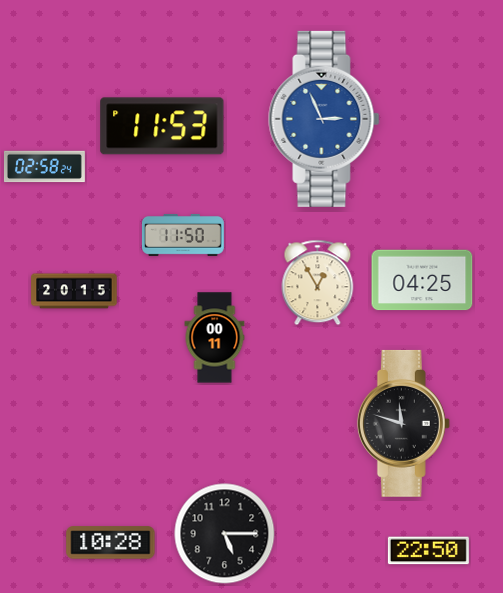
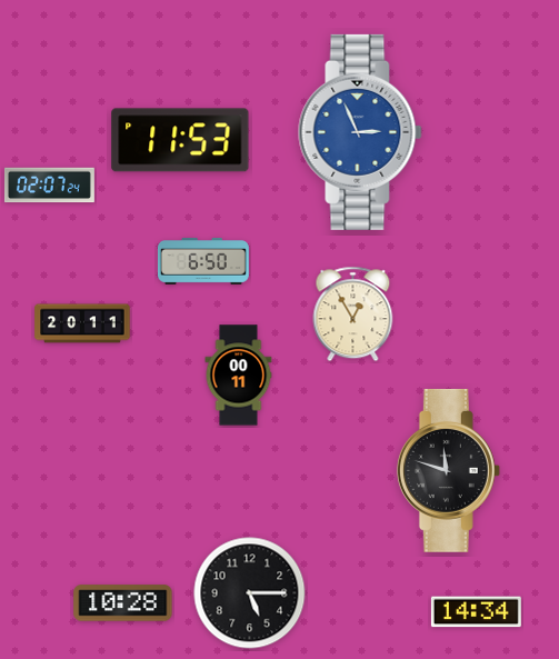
clock at (44, 167): 02:58 -> 02:07
clock at (183, 235): 11:50 -> 6:50
clock at (422, 280): 04:25 -> none
clock at (74, 291): 20:15 -> 20:11
clock at (428, 551): 22:50 -> 14:34
